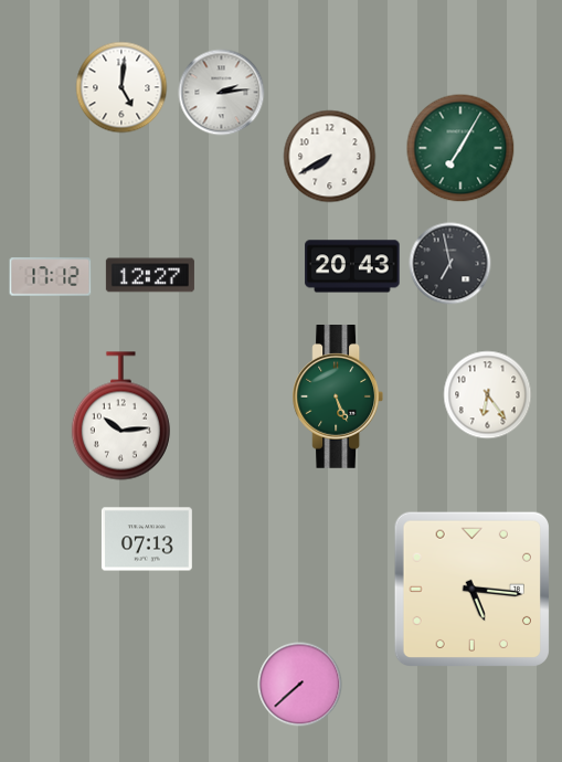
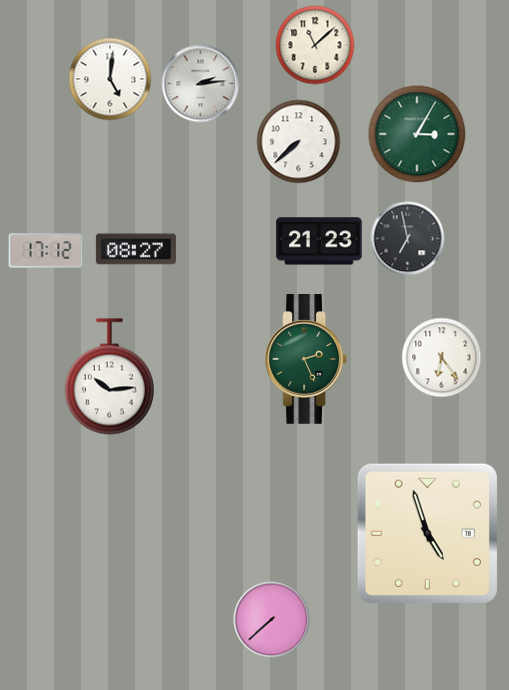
clock at (315, 45): none -> 11:08
clock at (460, 148): 7:05 -> 3:05
clock at (330, 157): 7:40 -> 7:38
clock at (352, 266): 20:43 -> 21:23
clock at (150, 275): 12:27 -> 08:27
clock at (337, 398): 5:26 -> 2:26
clock at (147, 539): 07:13 -> none
clock at (471, 589): 5:16 -> 4:57
